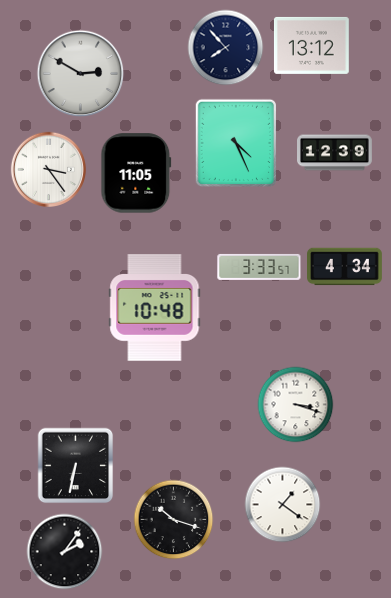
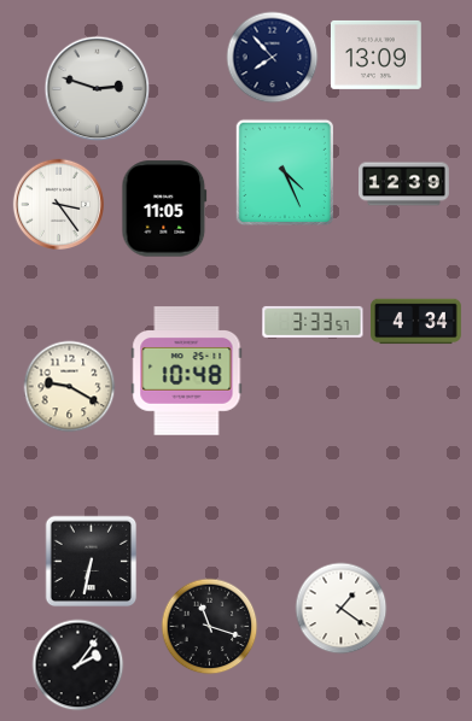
clock at (311, 45): 13:12 -> 13:09
clock at (81, 74): 2:50 -> 2:48
clock at (70, 387): none -> 9:20
clock at (296, 405): 3:18 -> none
clock at (174, 520): 10:18 -> 11:18
